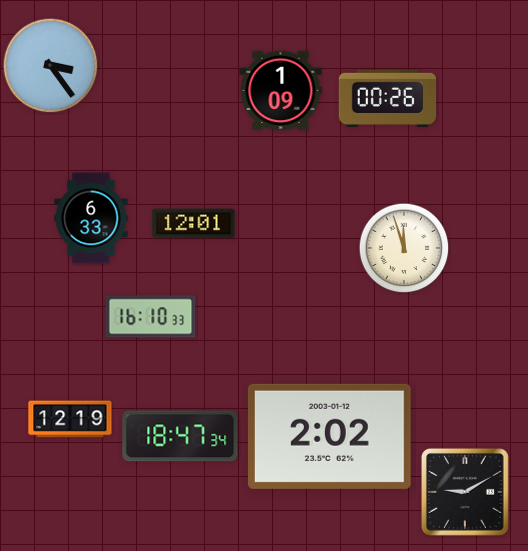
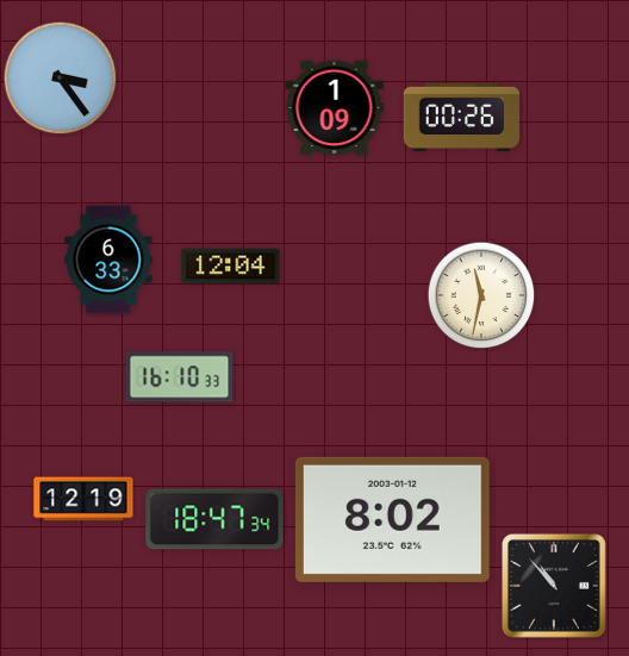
clock at (194, 224): 12:01 -> 12:04
clock at (404, 248): 11:57 -> 11:32
clock at (329, 436): 2:02 -> 8:02
clock at (465, 492): 9:10 -> 10:53
